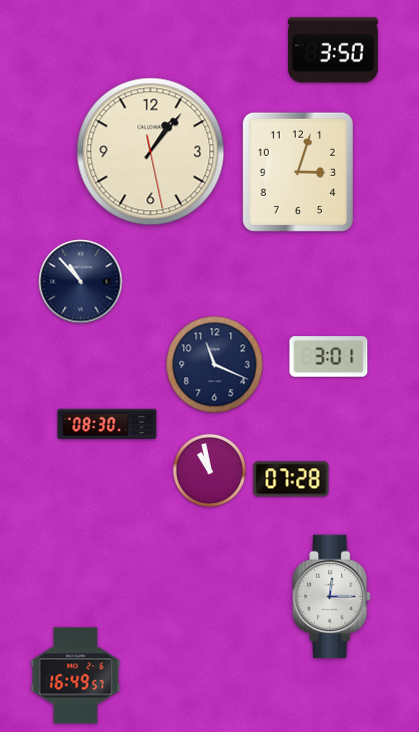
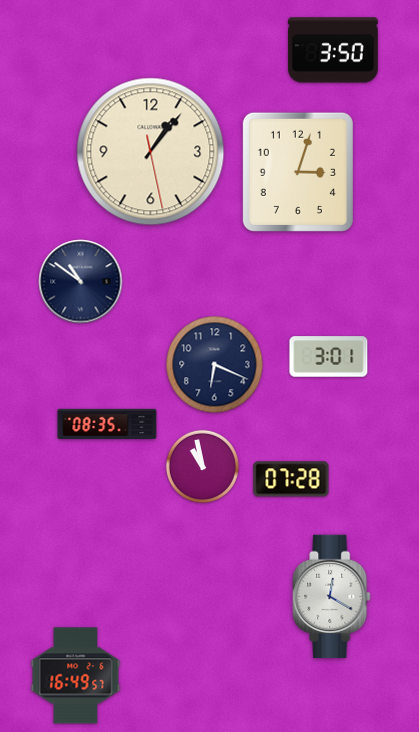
clock at (81, 282): 10:53 -> 10:51
clock at (215, 365): 11:19 -> 6:19
clock at (107, 423): 08:30 -> 08:35
clock at (209, 470) position: (209, 470) -> (202, 466)
clock at (332, 597): 12:15 -> 12:20
